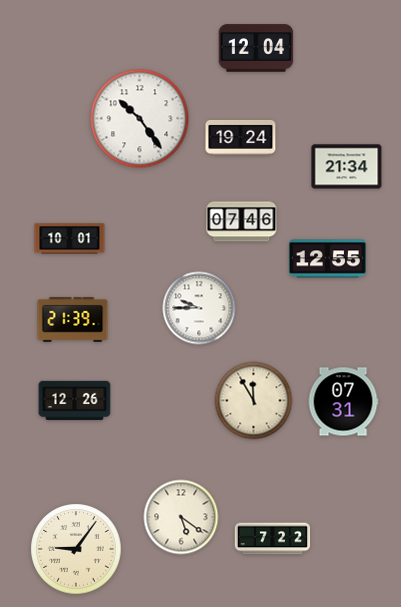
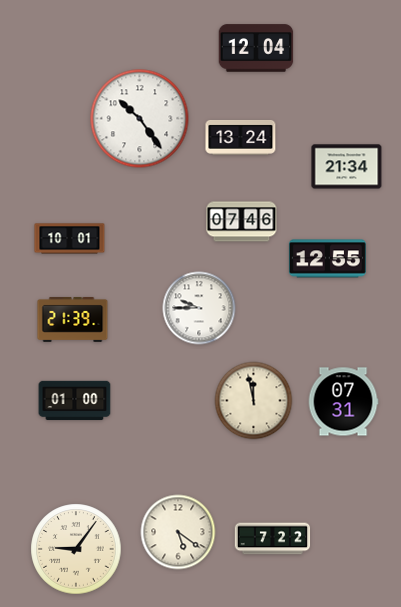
clock at (241, 137): 19:24 -> 13:24
clock at (75, 401): 12:26 -> 01:00
clock at (254, 401): 11:55 -> 11:58
clock at (181, 517) position: (181, 517) -> (178, 532)
